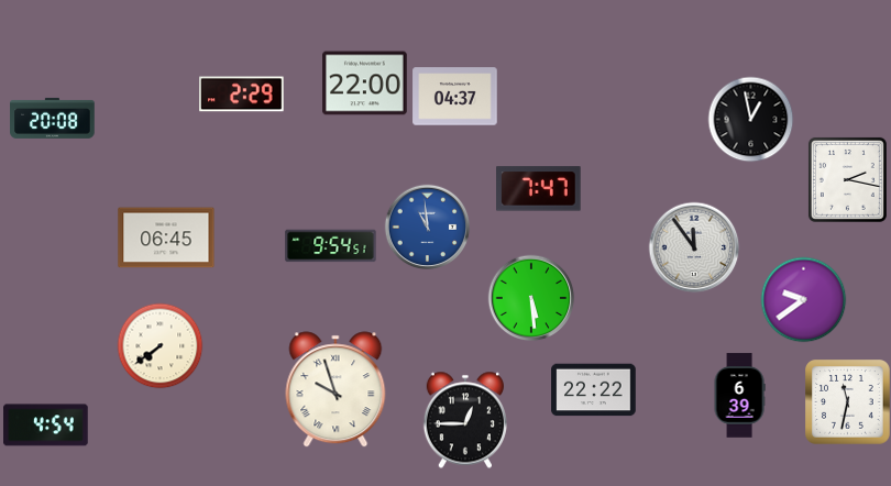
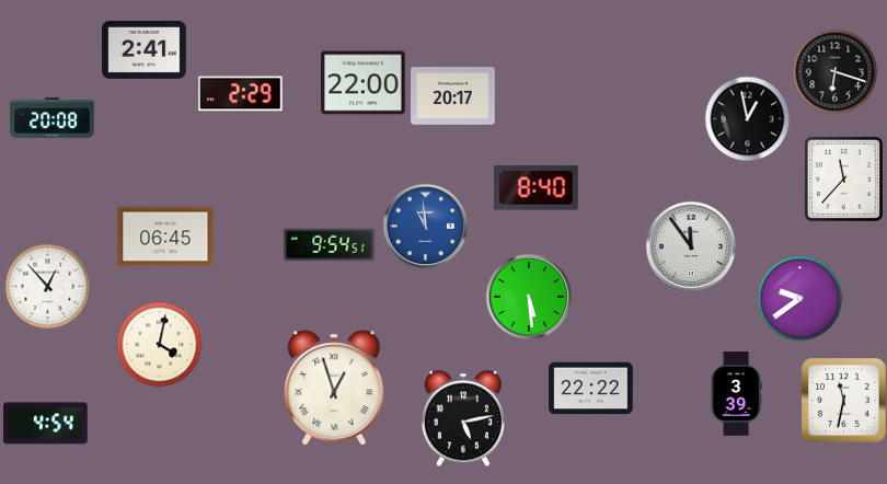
clock at (145, 49): none -> 2:41
clock at (834, 71): none -> 6:18
clock at (455, 97): 04:37 -> 20:17
clock at (847, 179): 2:17 -> 11:37
clock at (539, 189): 7:47 -> 8:40
clock at (47, 286): none -> 12:53
clock at (159, 345): 7:39 -> 4:02
clock at (335, 389): 9:57 -> 12:57
clock at (739, 396): 6:39 -> 3:39
clock at (464, 420): 12:45 -> 5:13
